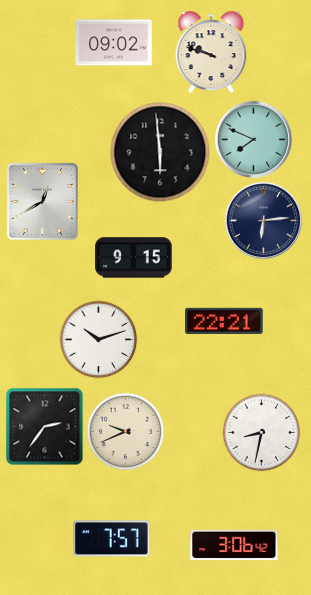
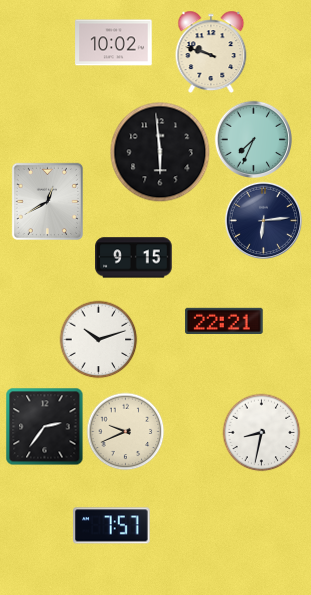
clock at (114, 43): 09:02 -> 10:02
clock at (253, 139): 7:49 -> 7:34
clock at (42, 201) position: (42, 201) -> (47, 201)
clock at (112, 539) position: (112, 539) -> (112, 526)
clock at (234, 545): 3:06 -> none
